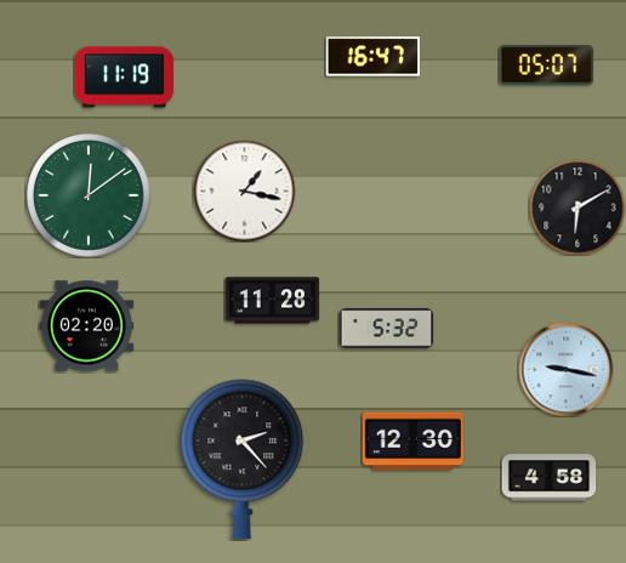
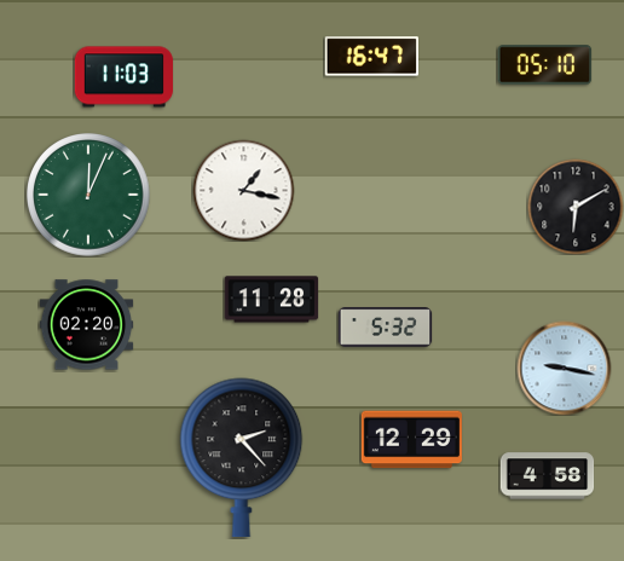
clock at (546, 66): 05:07 -> 05:10
clock at (124, 78): 11:19 -> 11:03
clock at (90, 197): 12:09 -> 12:04
clock at (412, 442): 12:30 -> 12:29
